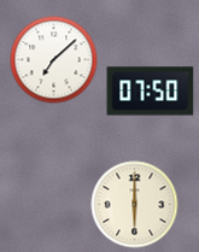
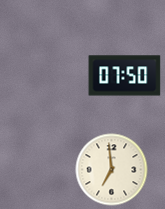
clock at (54, 60): 7:08 -> none
clock at (135, 205): 6:00 -> 6:59
